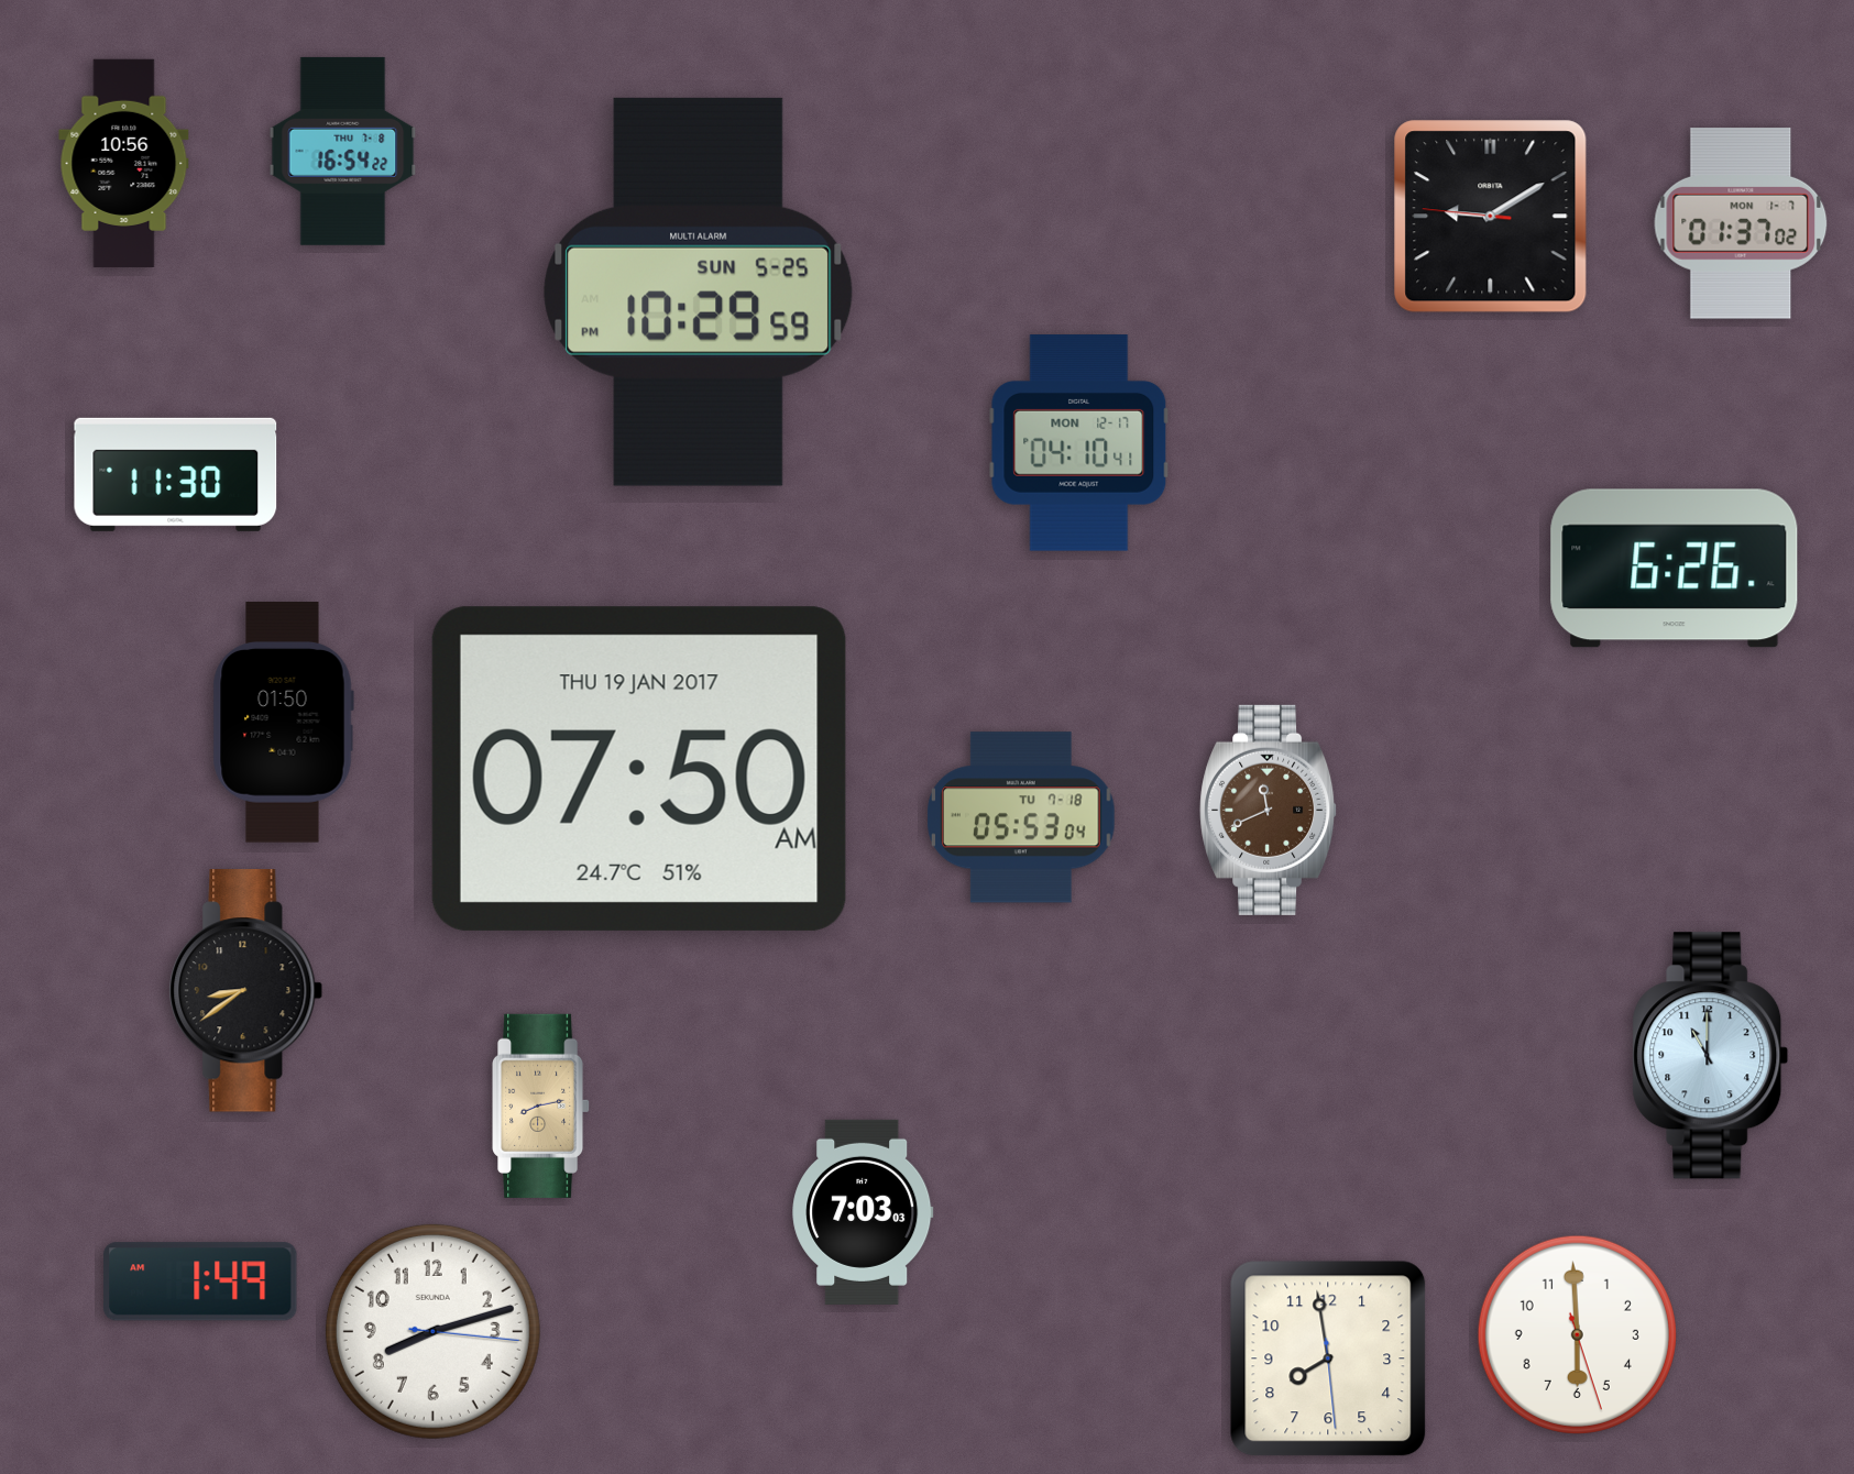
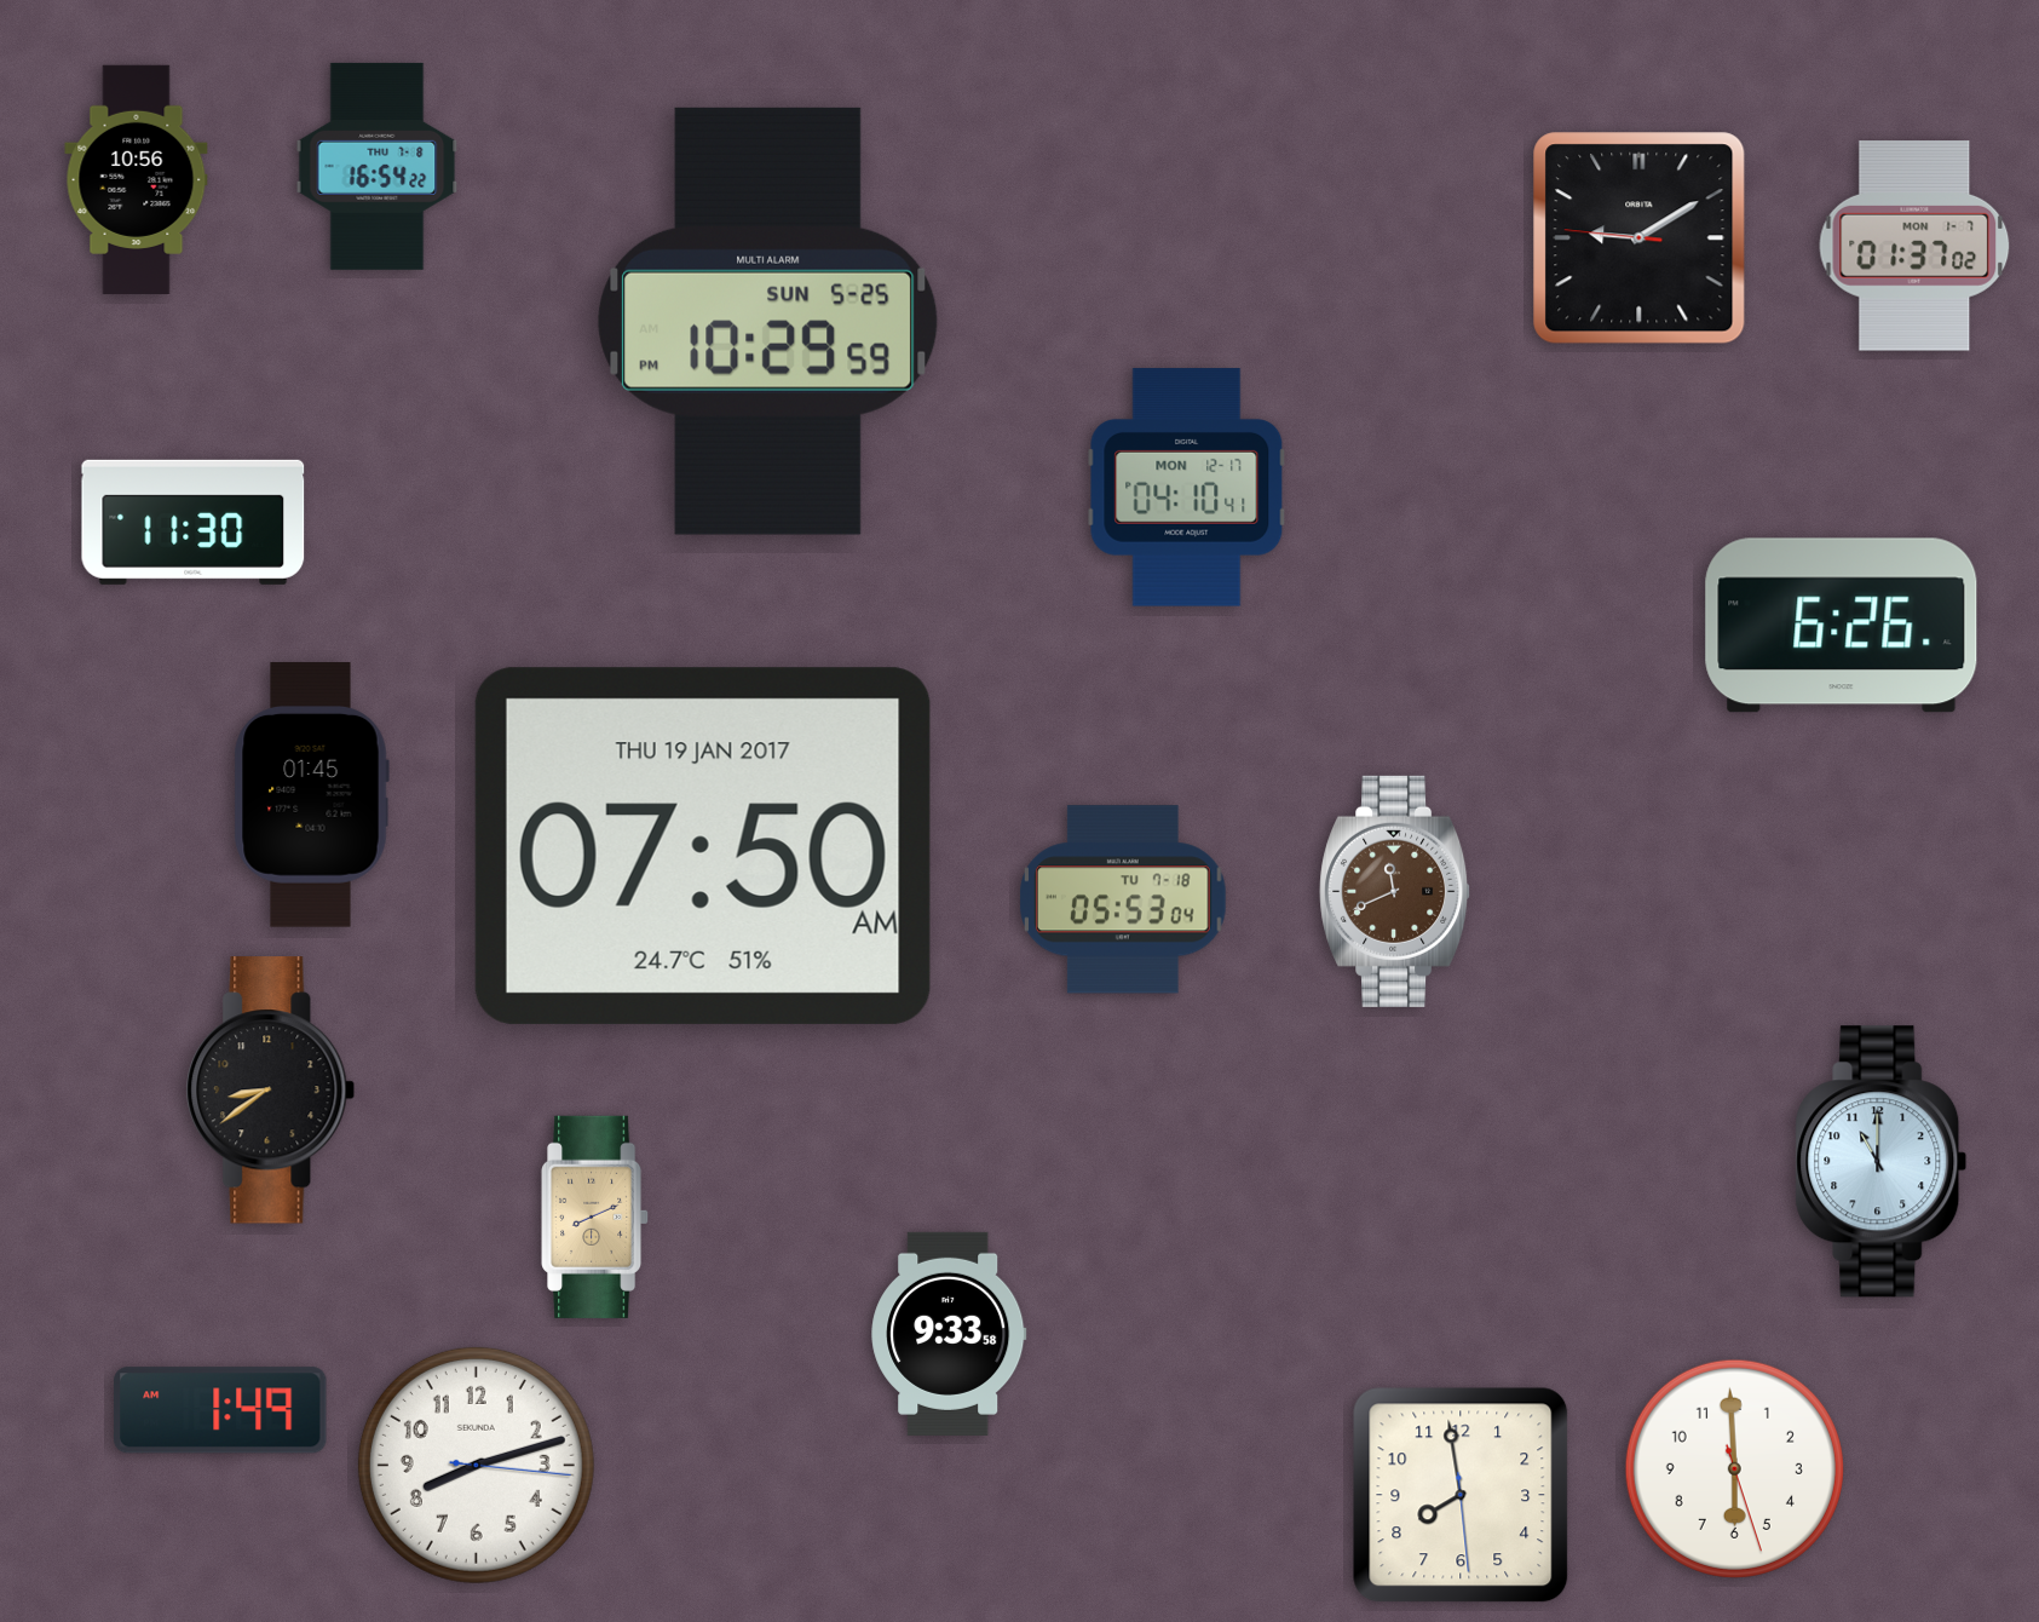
clock at (283, 723): 01:50 -> 01:45
clock at (541, 1105): 8:13 -> 8:11
clock at (863, 1212): 7:03 -> 9:33
